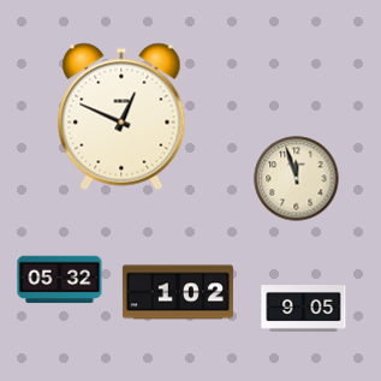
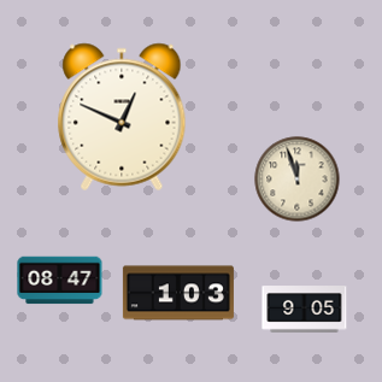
clock at (60, 280): 05:32 -> 08:47
clock at (178, 292): 1:02 -> 1:03
